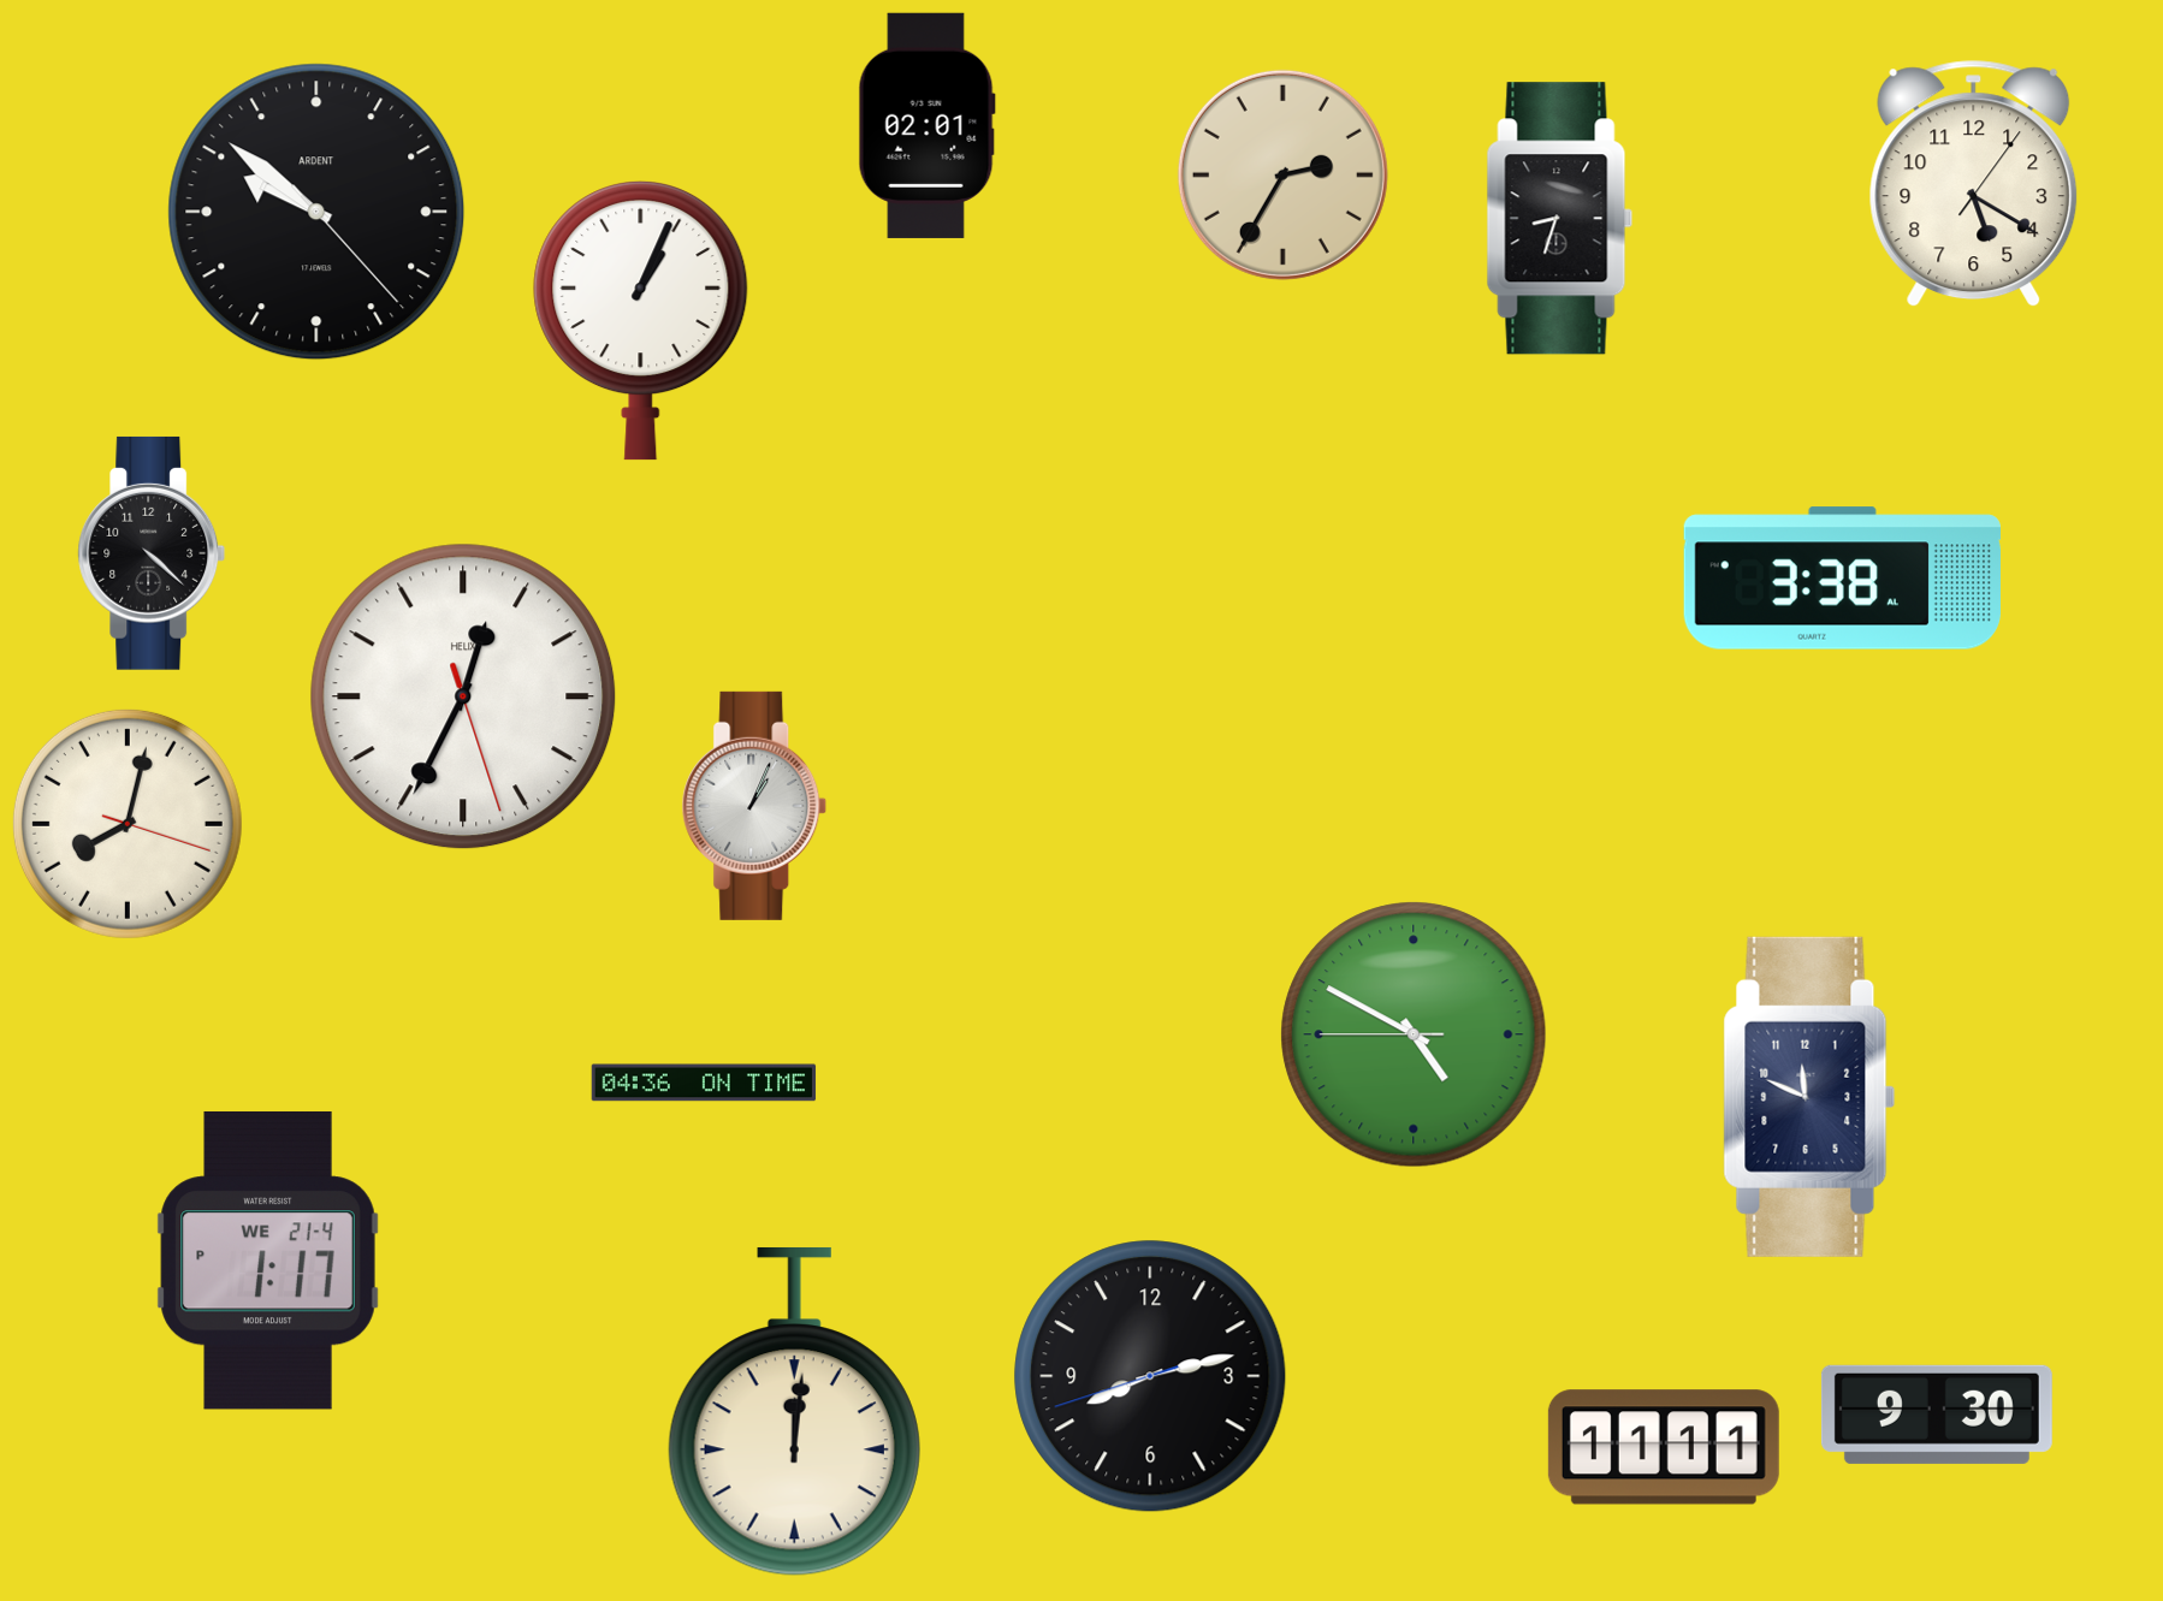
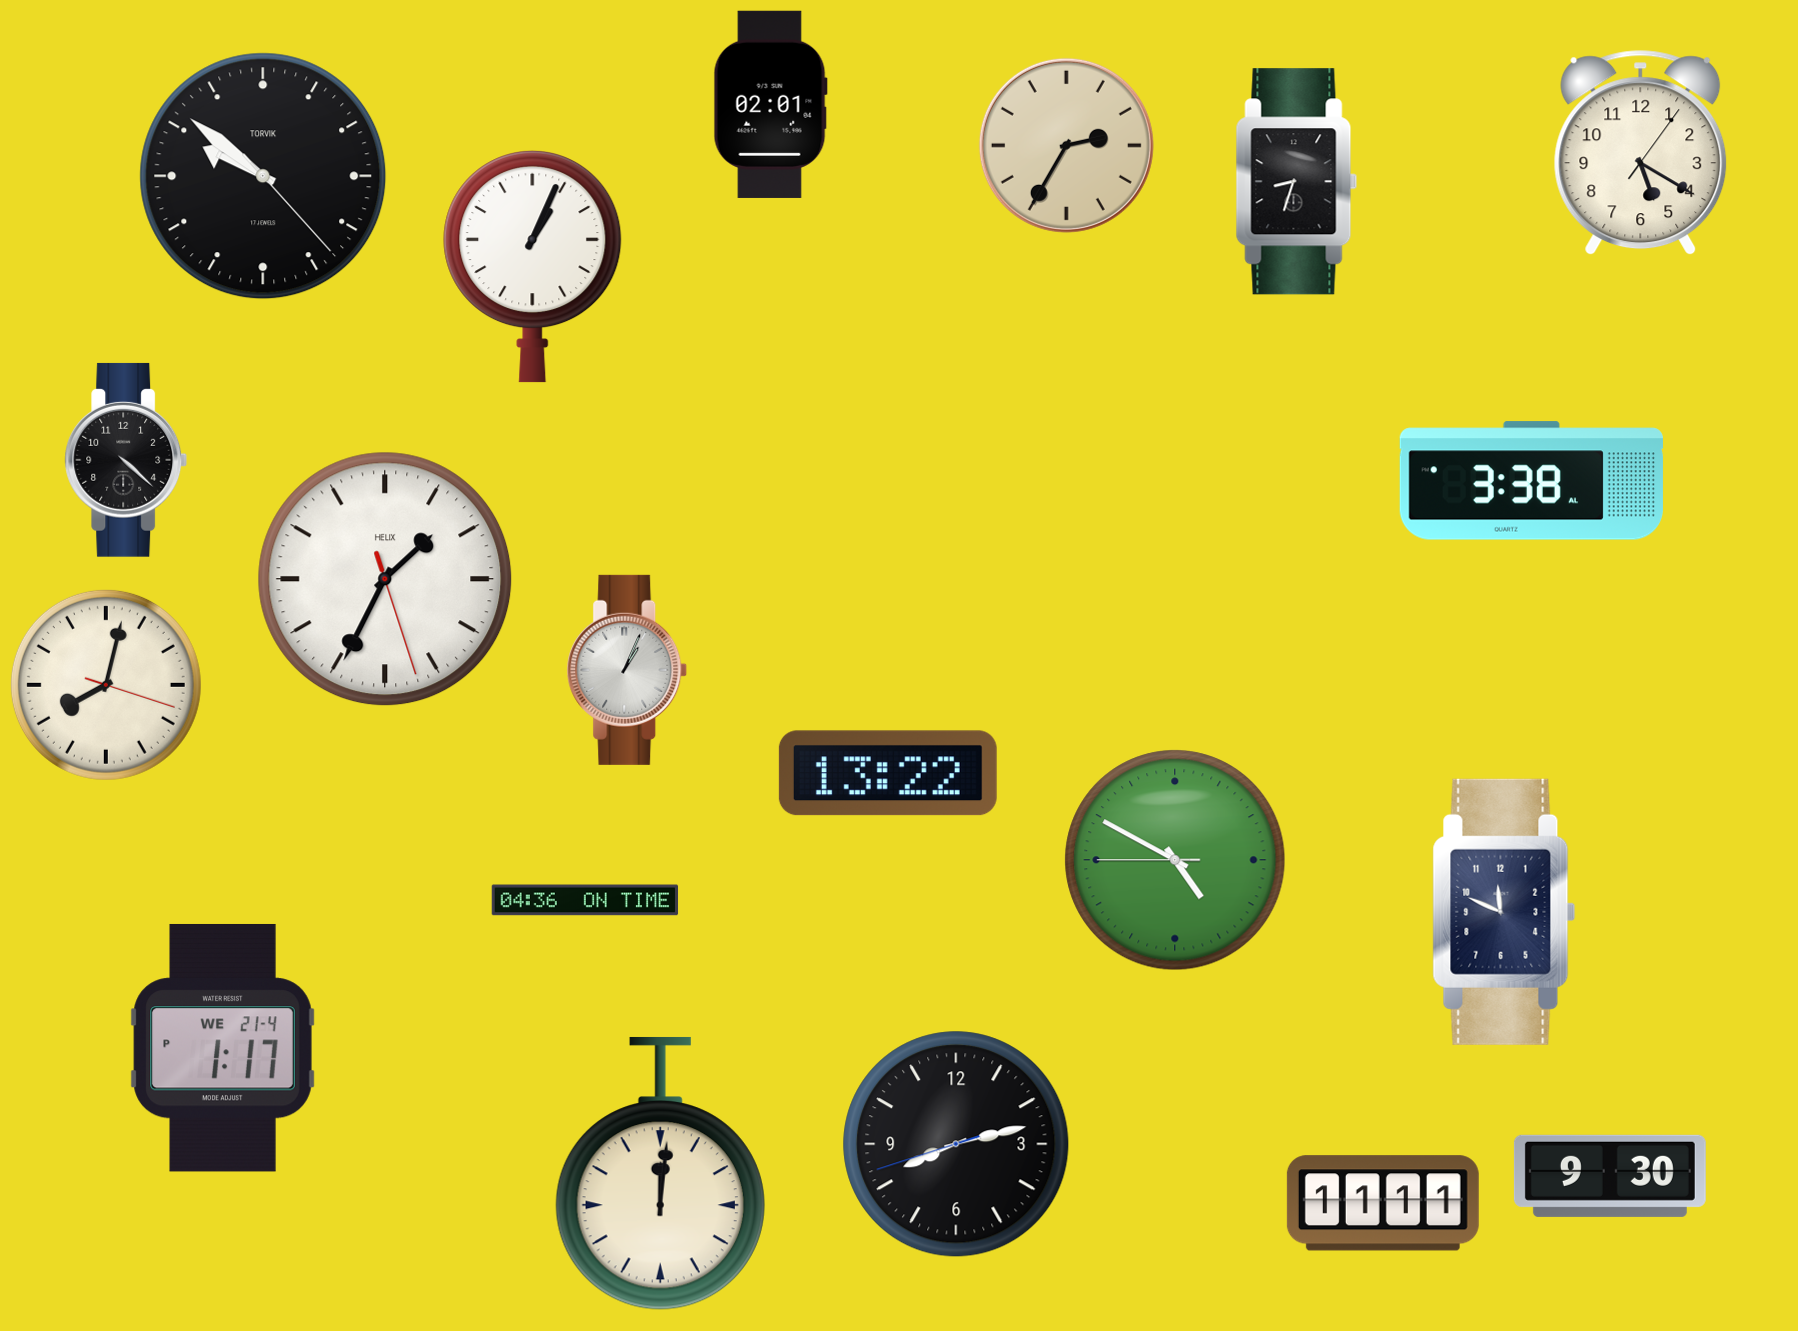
clock at (316, 212) brand: ARDENT -> TORVIK
clock at (463, 696): 12:34 -> 1:34
clock at (888, 773): none -> 13:22
